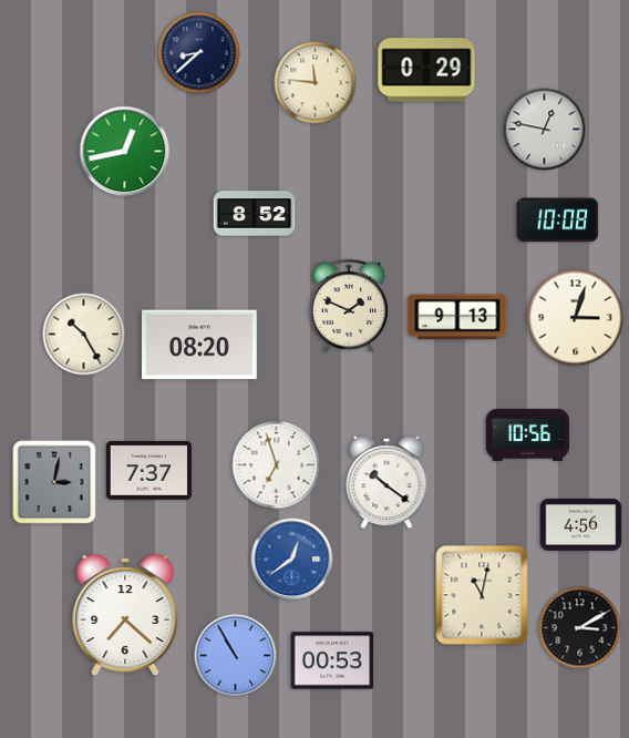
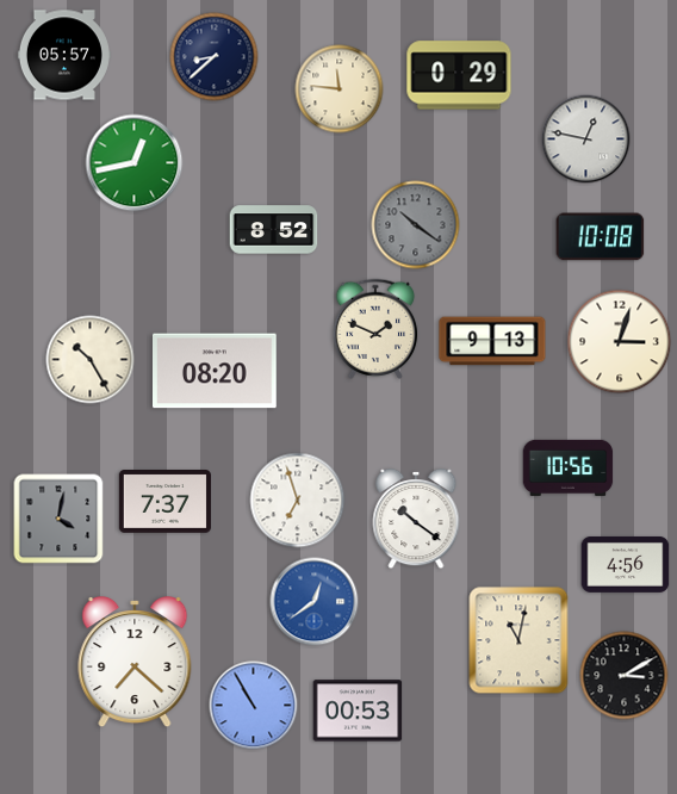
clock at (64, 55): none -> 05:57
clock at (416, 225): none -> 10:21
clock at (148, 471) position: (148, 471) -> (164, 502)
clock at (54, 482): 3:02 -> 4:02
